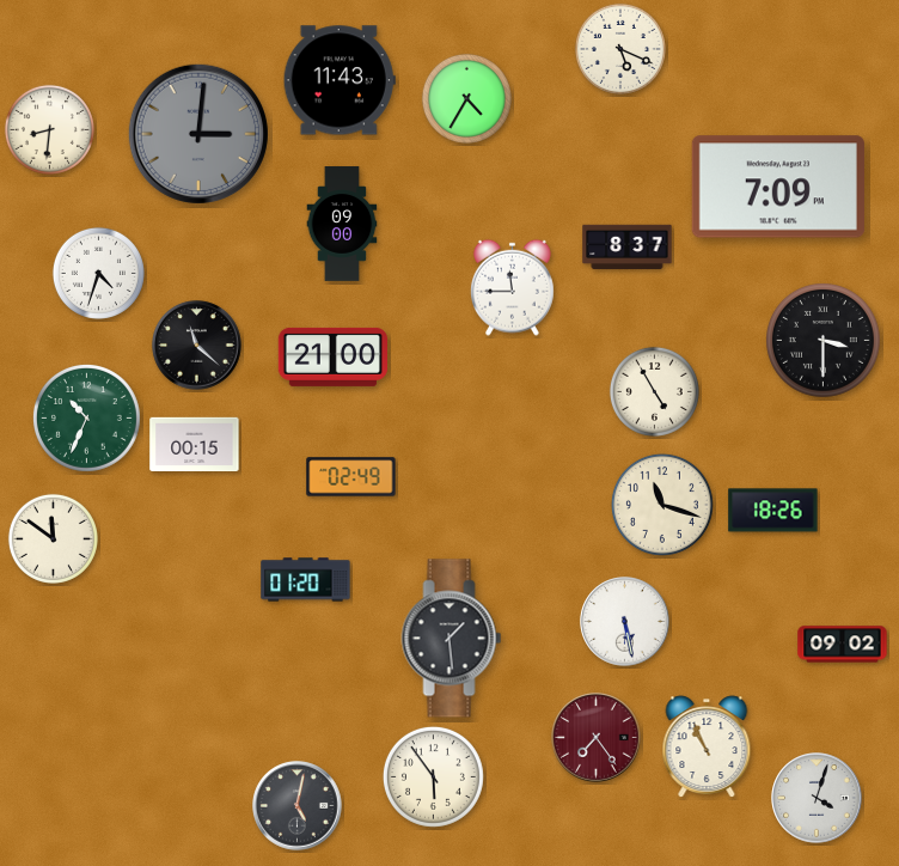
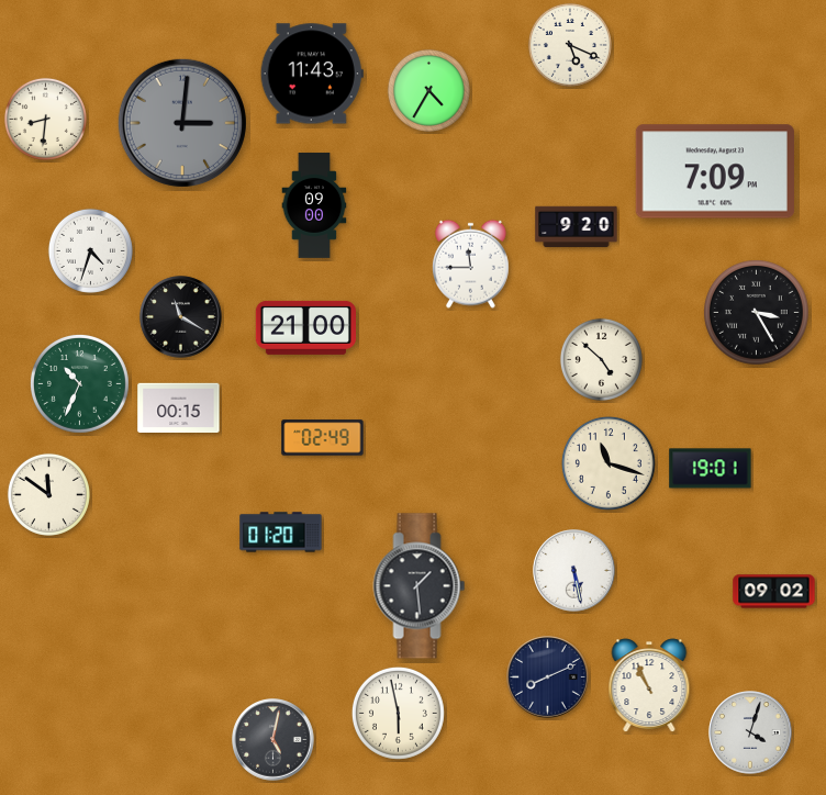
clock at (628, 248): 8:37 -> 9:20
clock at (824, 341): 3:30 -> 3:25
clock at (197, 346): 11:22 -> 11:20
clock at (654, 391): 4:55 -> 4:52
clock at (773, 511): 18:26 -> 19:01
clock at (452, 639) position: (452, 639) -> (420, 586)
clock at (597, 738): 7:24 -> 8:11
clock at (597, 738) dial: burgundy -> navy
clock at (433, 776): 5:54 -> 5:58
